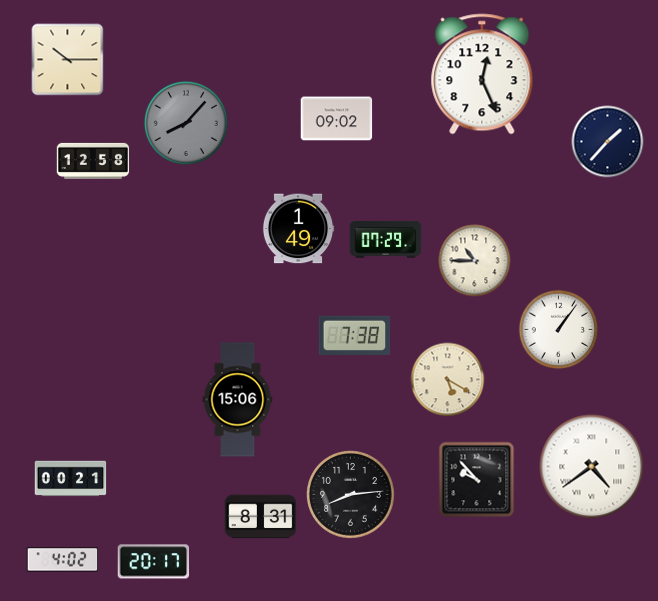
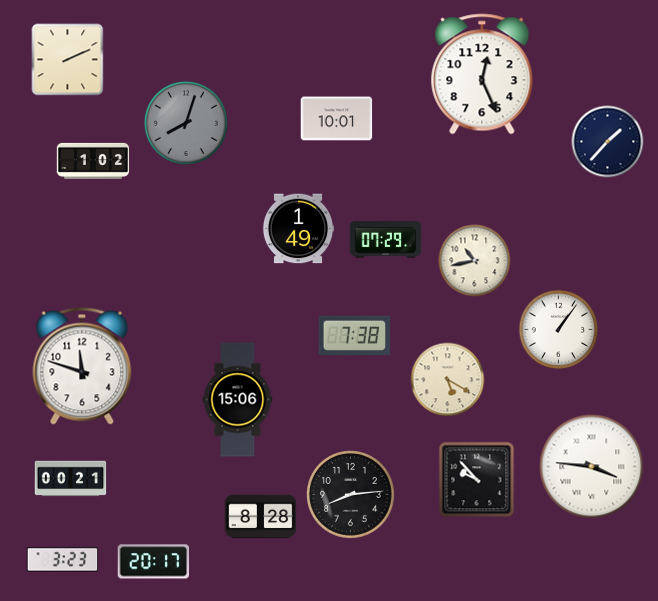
clock at (68, 60): 10:15 -> 2:11
clock at (337, 119): 09:02 -> 10:01
clock at (186, 123): 8:07 -> 8:03
clock at (93, 161): 12:58 -> 1:02
clock at (475, 261): 10:45 -> 10:43
clock at (82, 366): none -> 11:48
clock at (592, 467): 4:39 -> 3:46
clock at (261, 517): 8:31 -> 8:28
clock at (63, 560): 4:02 -> 3:23
